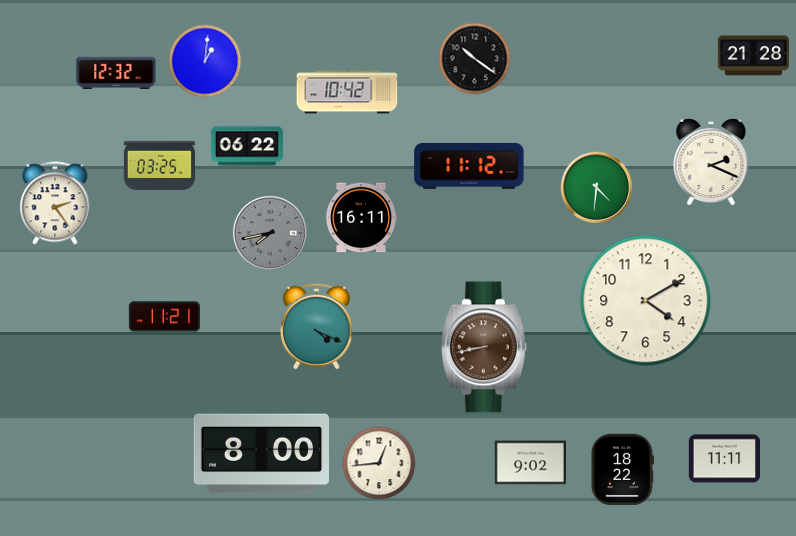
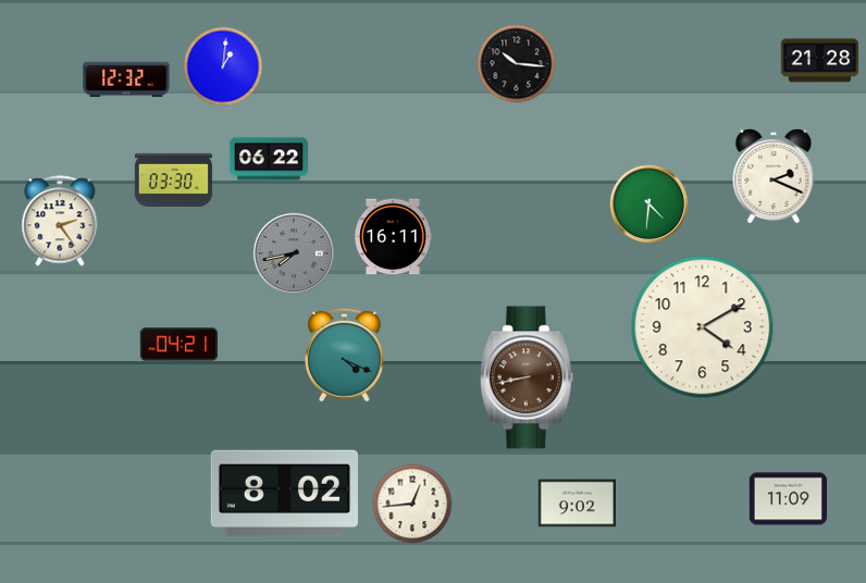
clock at (475, 59): 10:21 -> 10:16
clock at (347, 92): 10:42 -> none
clock at (160, 165): 03:25 -> 03:30
clock at (469, 166): 11:12 -> none
clock at (165, 317): 11:21 -> 04:21
clock at (261, 454): 8:00 -> 8:02
clock at (724, 459): 11:11 -> 11:09
clock at (622, 469): 18:22 -> none
